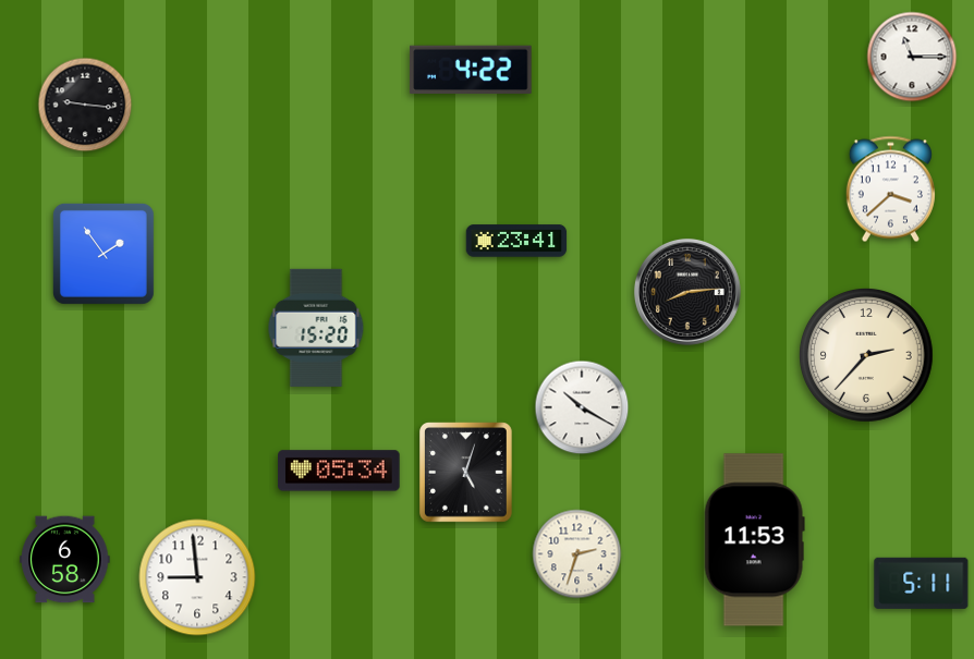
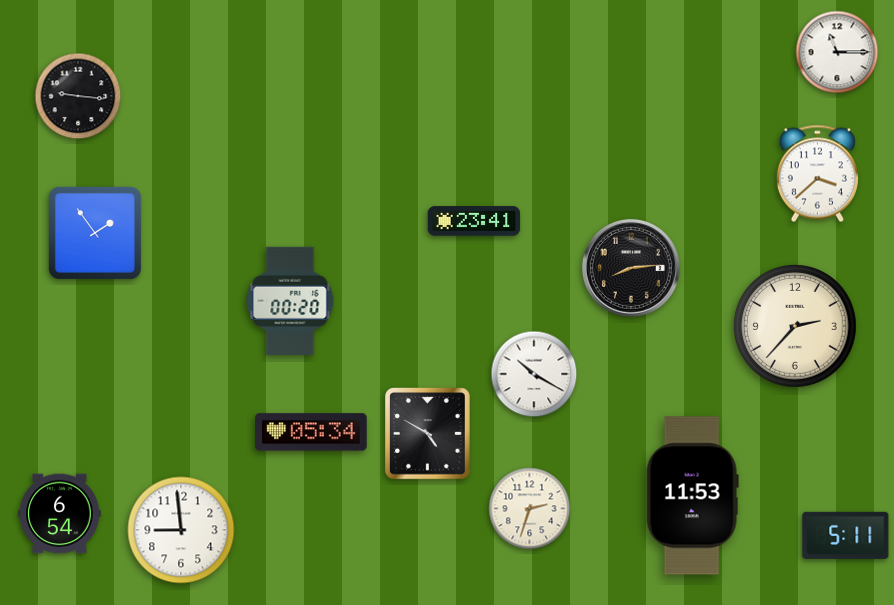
clock at (471, 70): 4:22 -> none
clock at (316, 328): 15:20 -> 00:20
clock at (466, 473): 5:03 -> 4:50
clock at (65, 560): 6:58 -> 6:54
